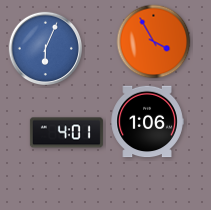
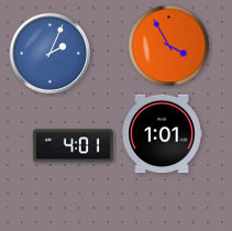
clock at (45, 48): 6:04 -> 2:04
clock at (147, 122): 1:06 -> 1:01
